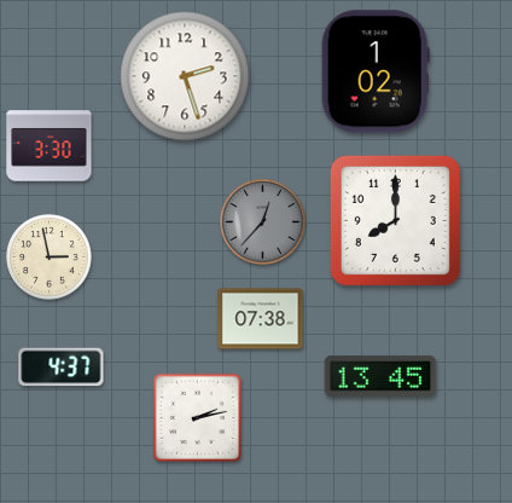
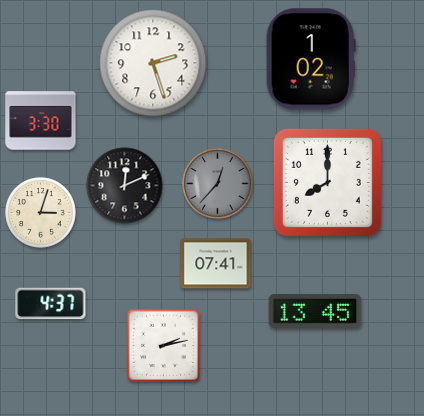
clock at (125, 186): none -> 12:11
clock at (50, 258): 2:58 -> 3:03
clock at (261, 319): 07:38 -> 07:41
